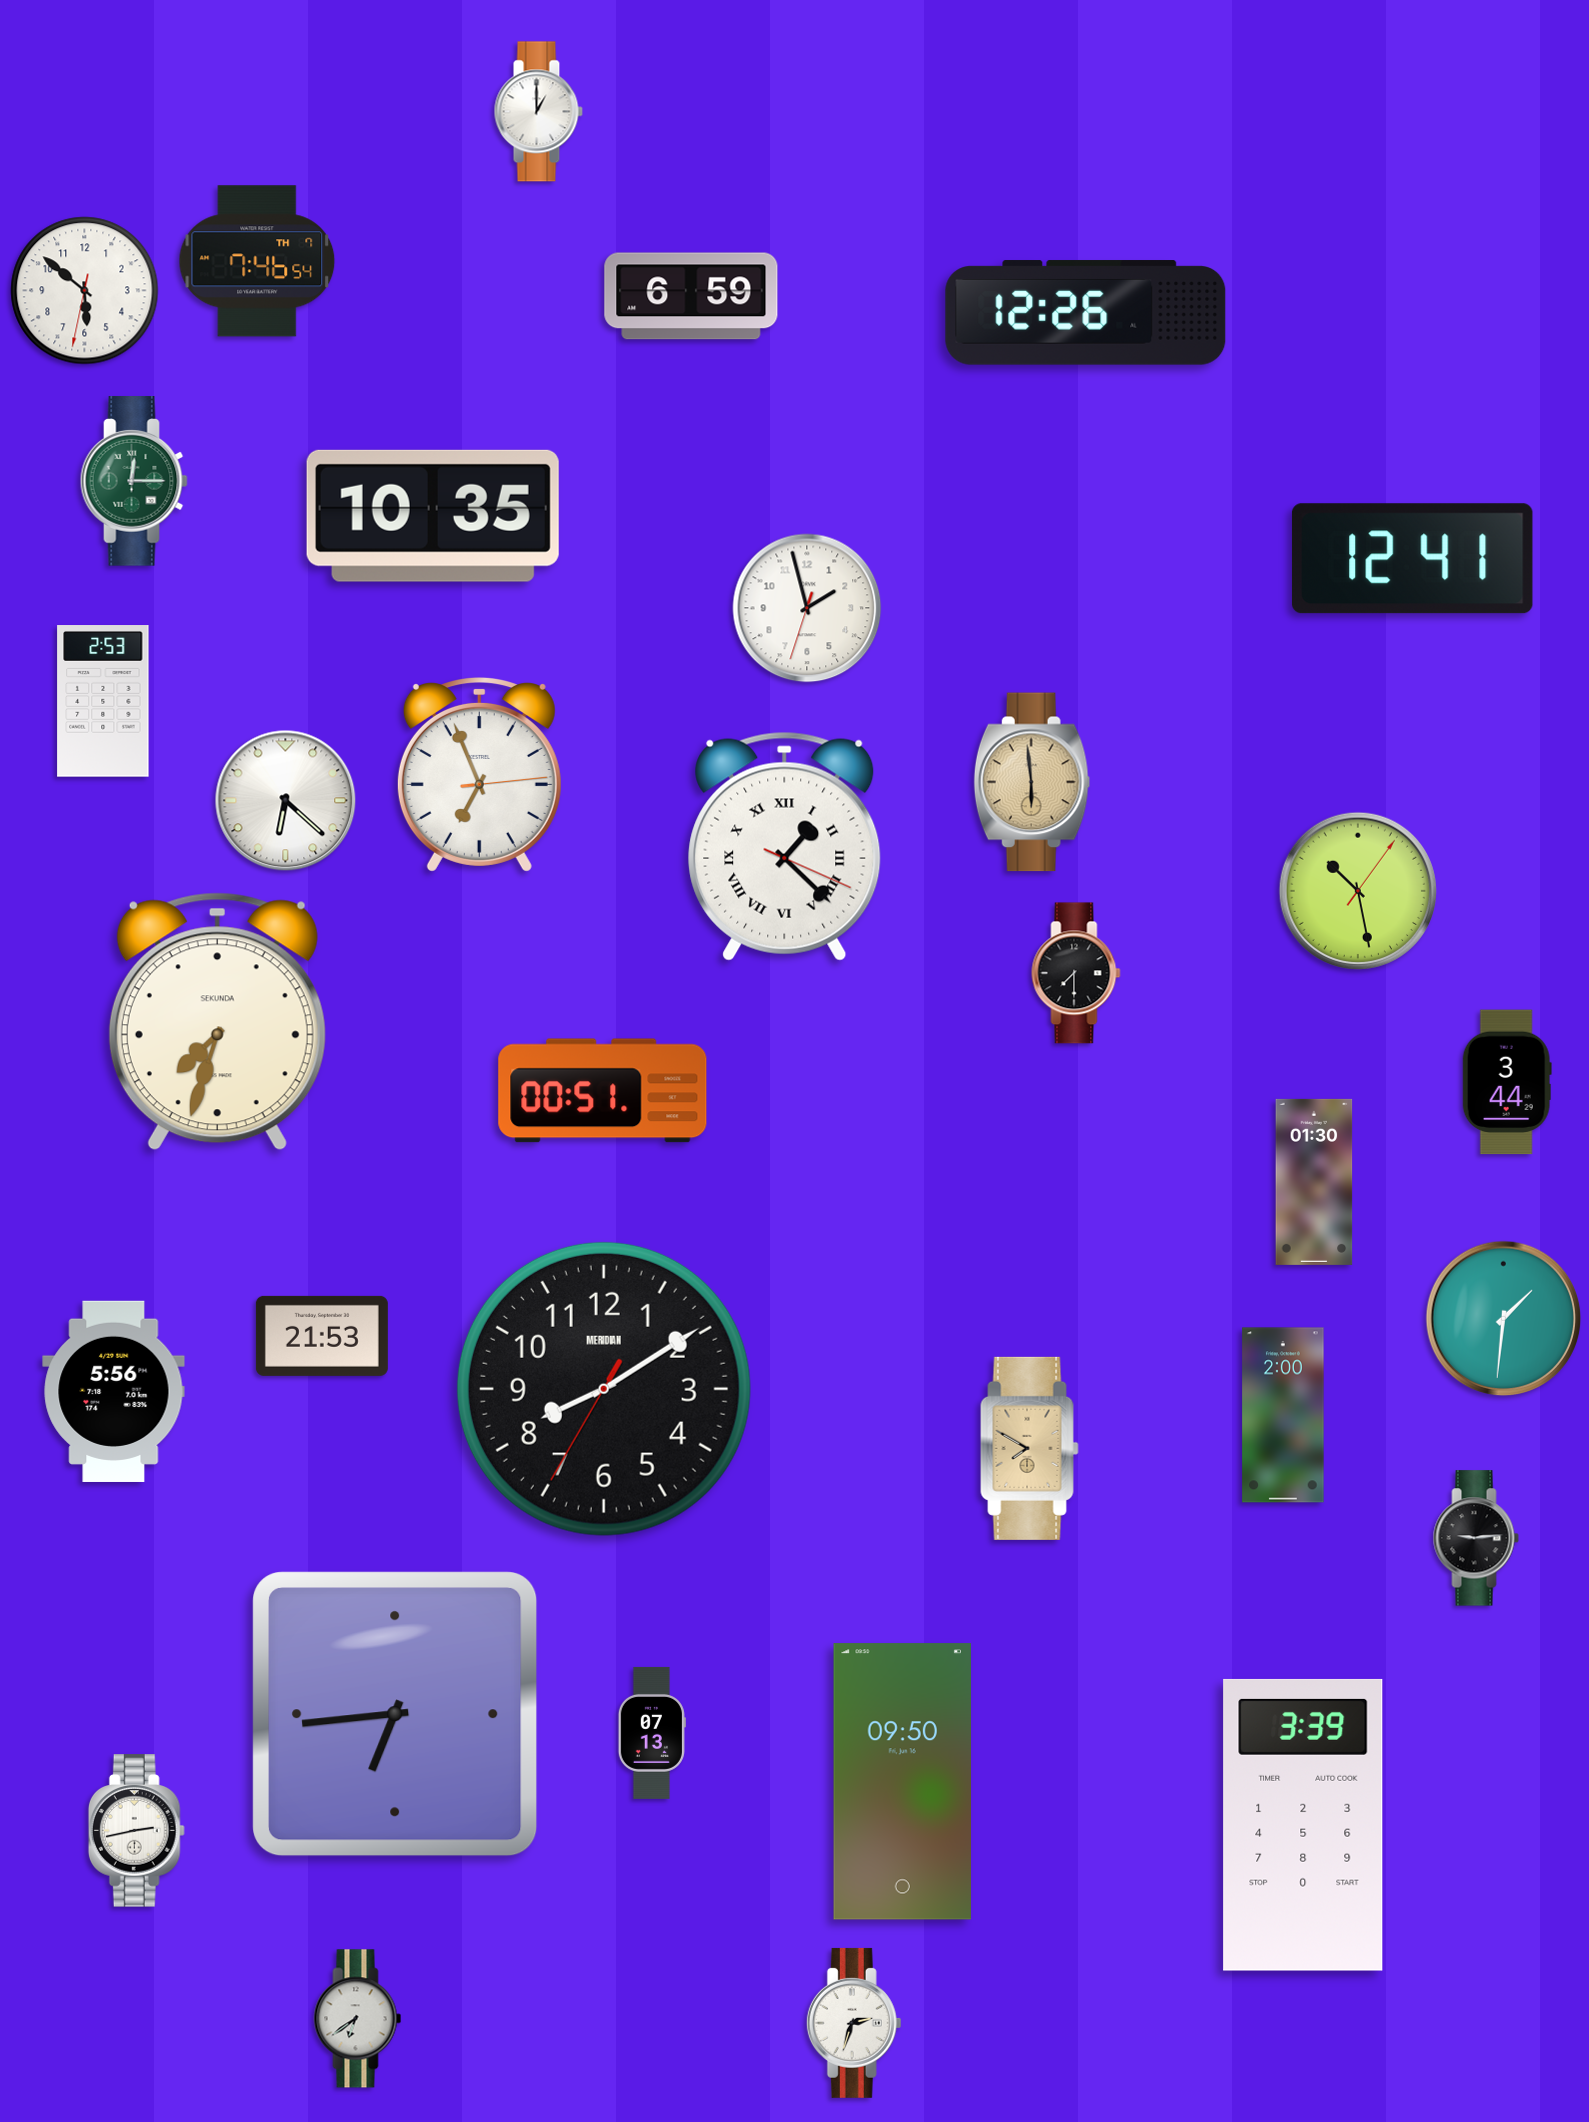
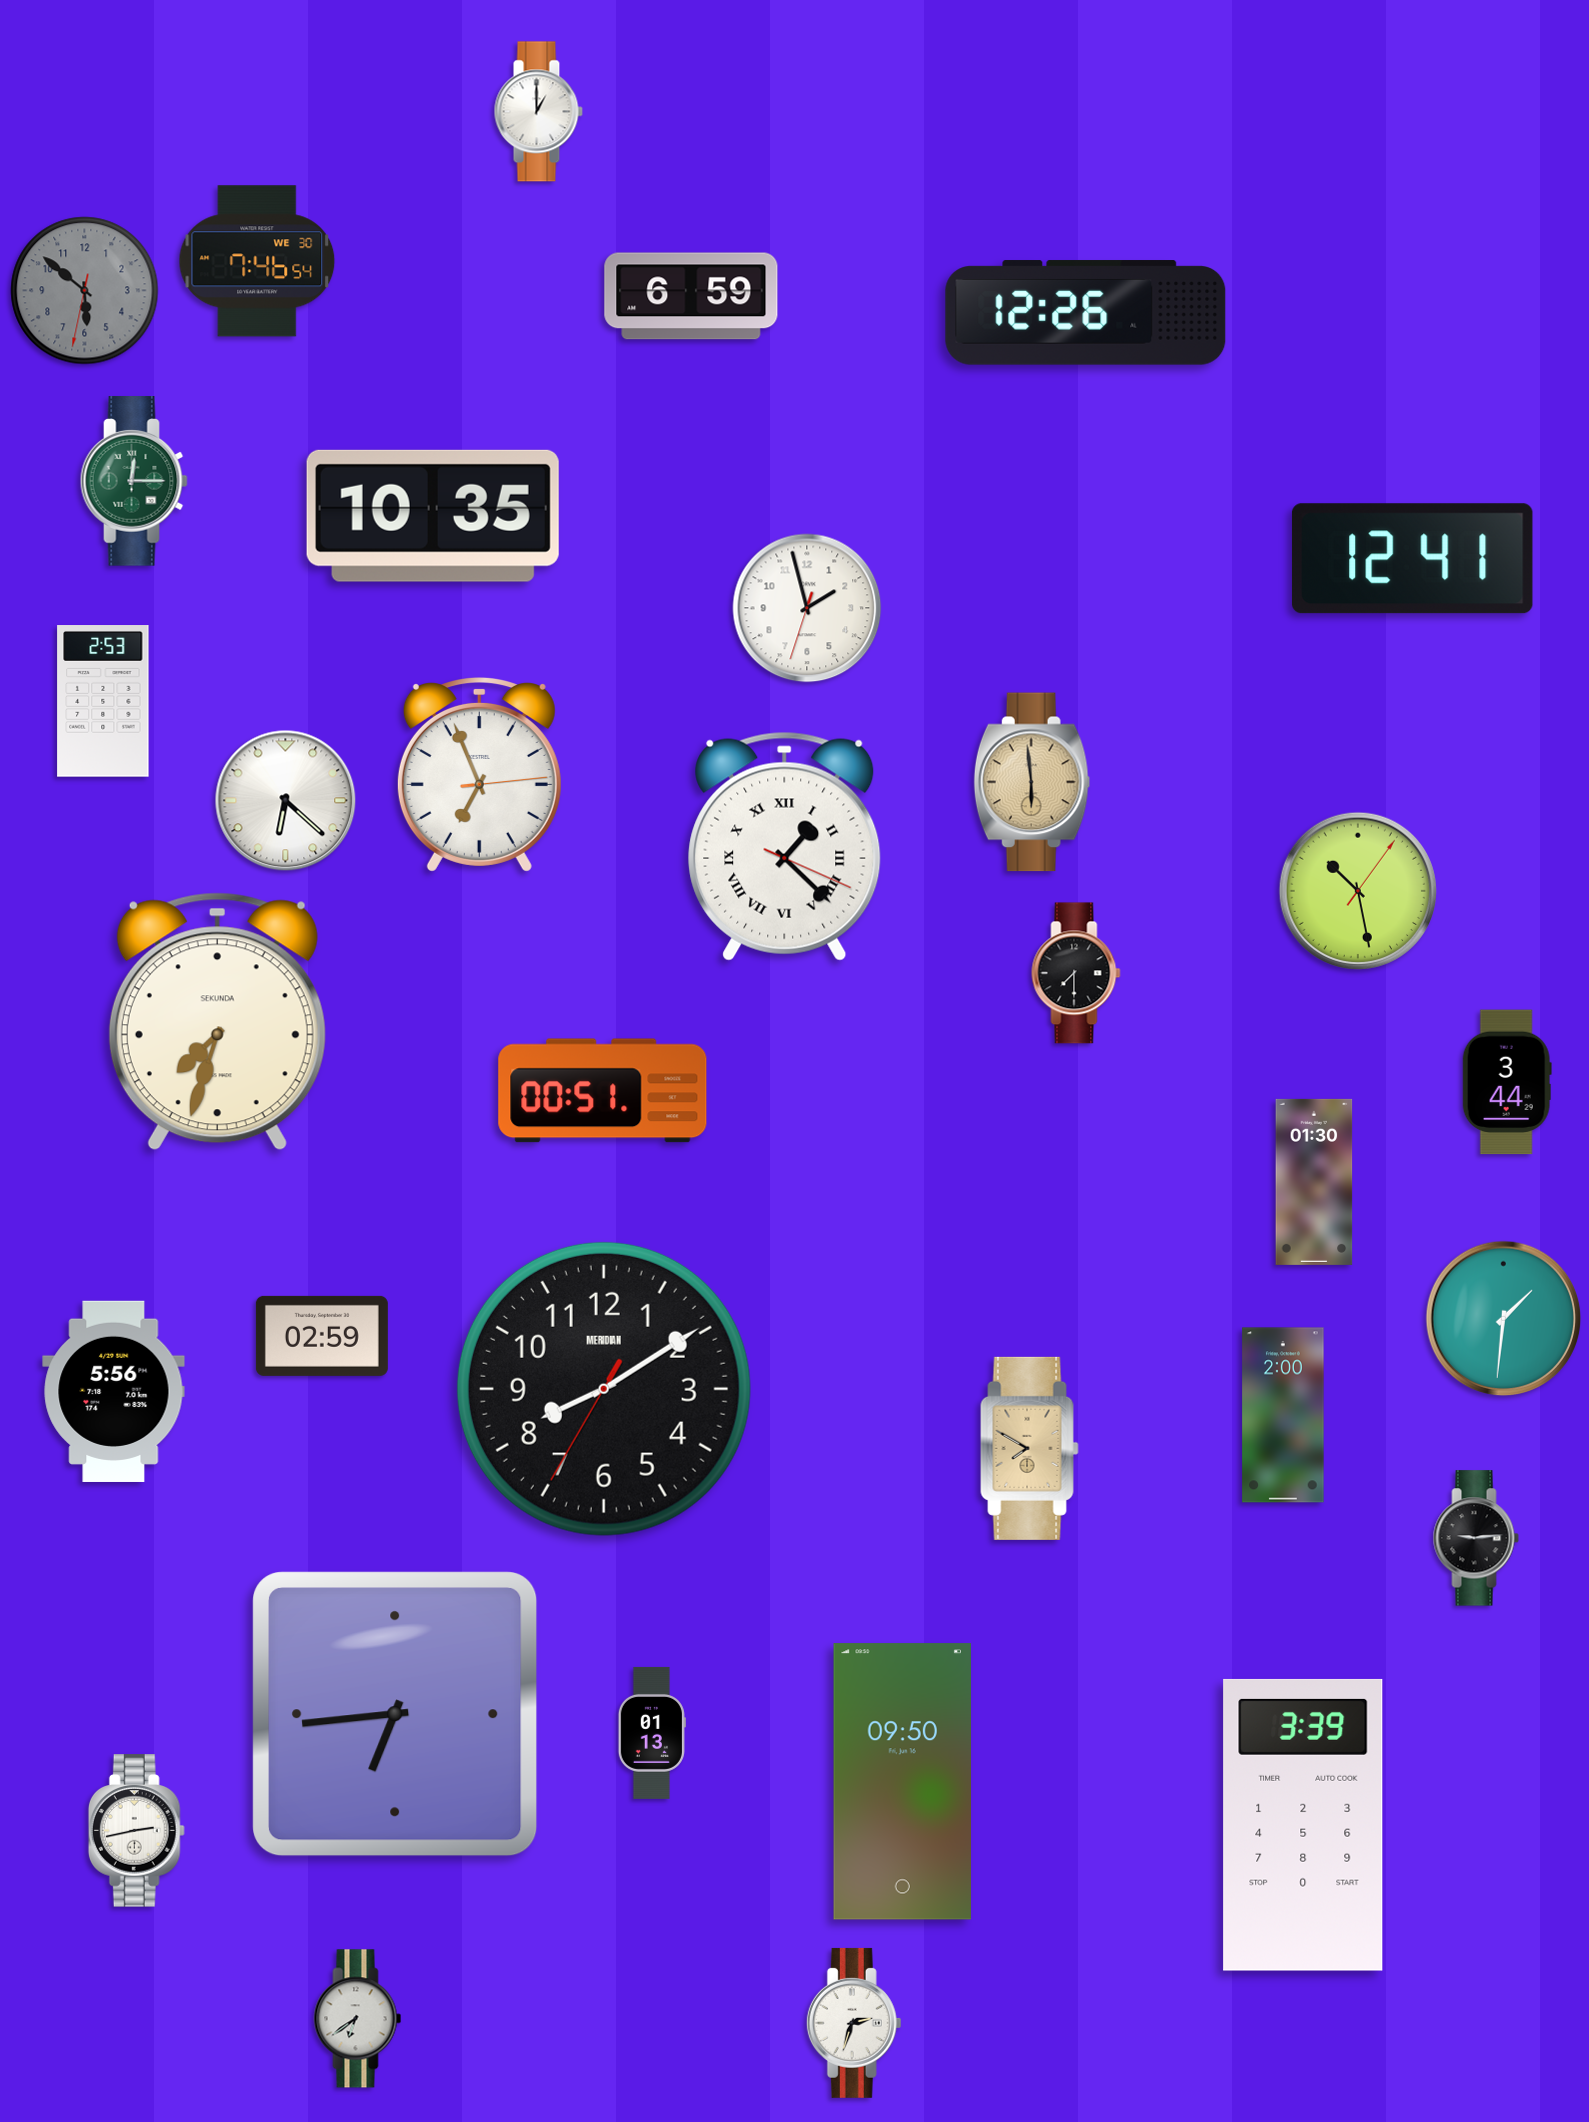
clock at (257, 261) date: TH 7 -> WE 30
clock at (85, 291) dial: white -> grey
clock at (322, 1336): 21:53 -> 02:59
clock at (652, 1733): 07:13 -> 01:13
